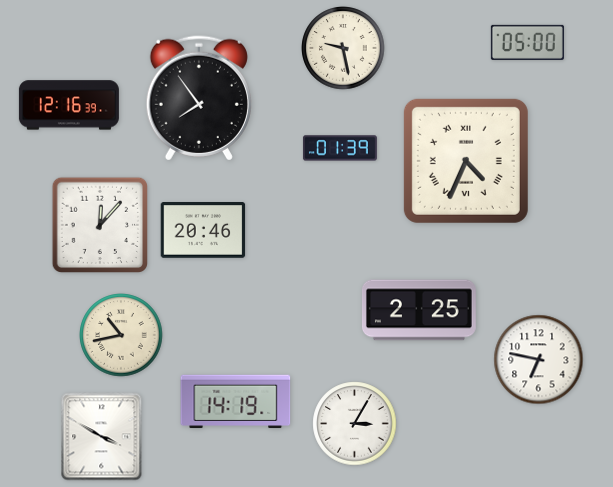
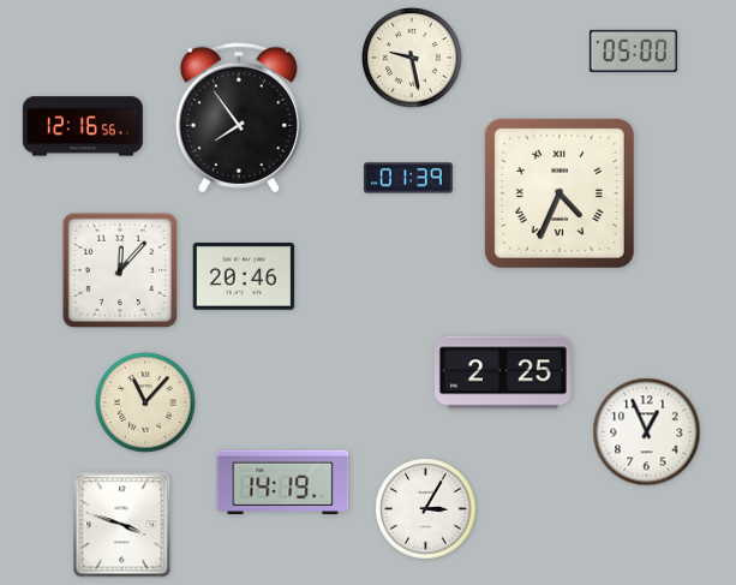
clock at (69, 105): 12:16:39 -> 12:16:56
clock at (121, 335): 10:43 -> 11:07
clock at (539, 360): 6:47 -> 12:56
clock at (102, 437): 3:50 -> 3:48
